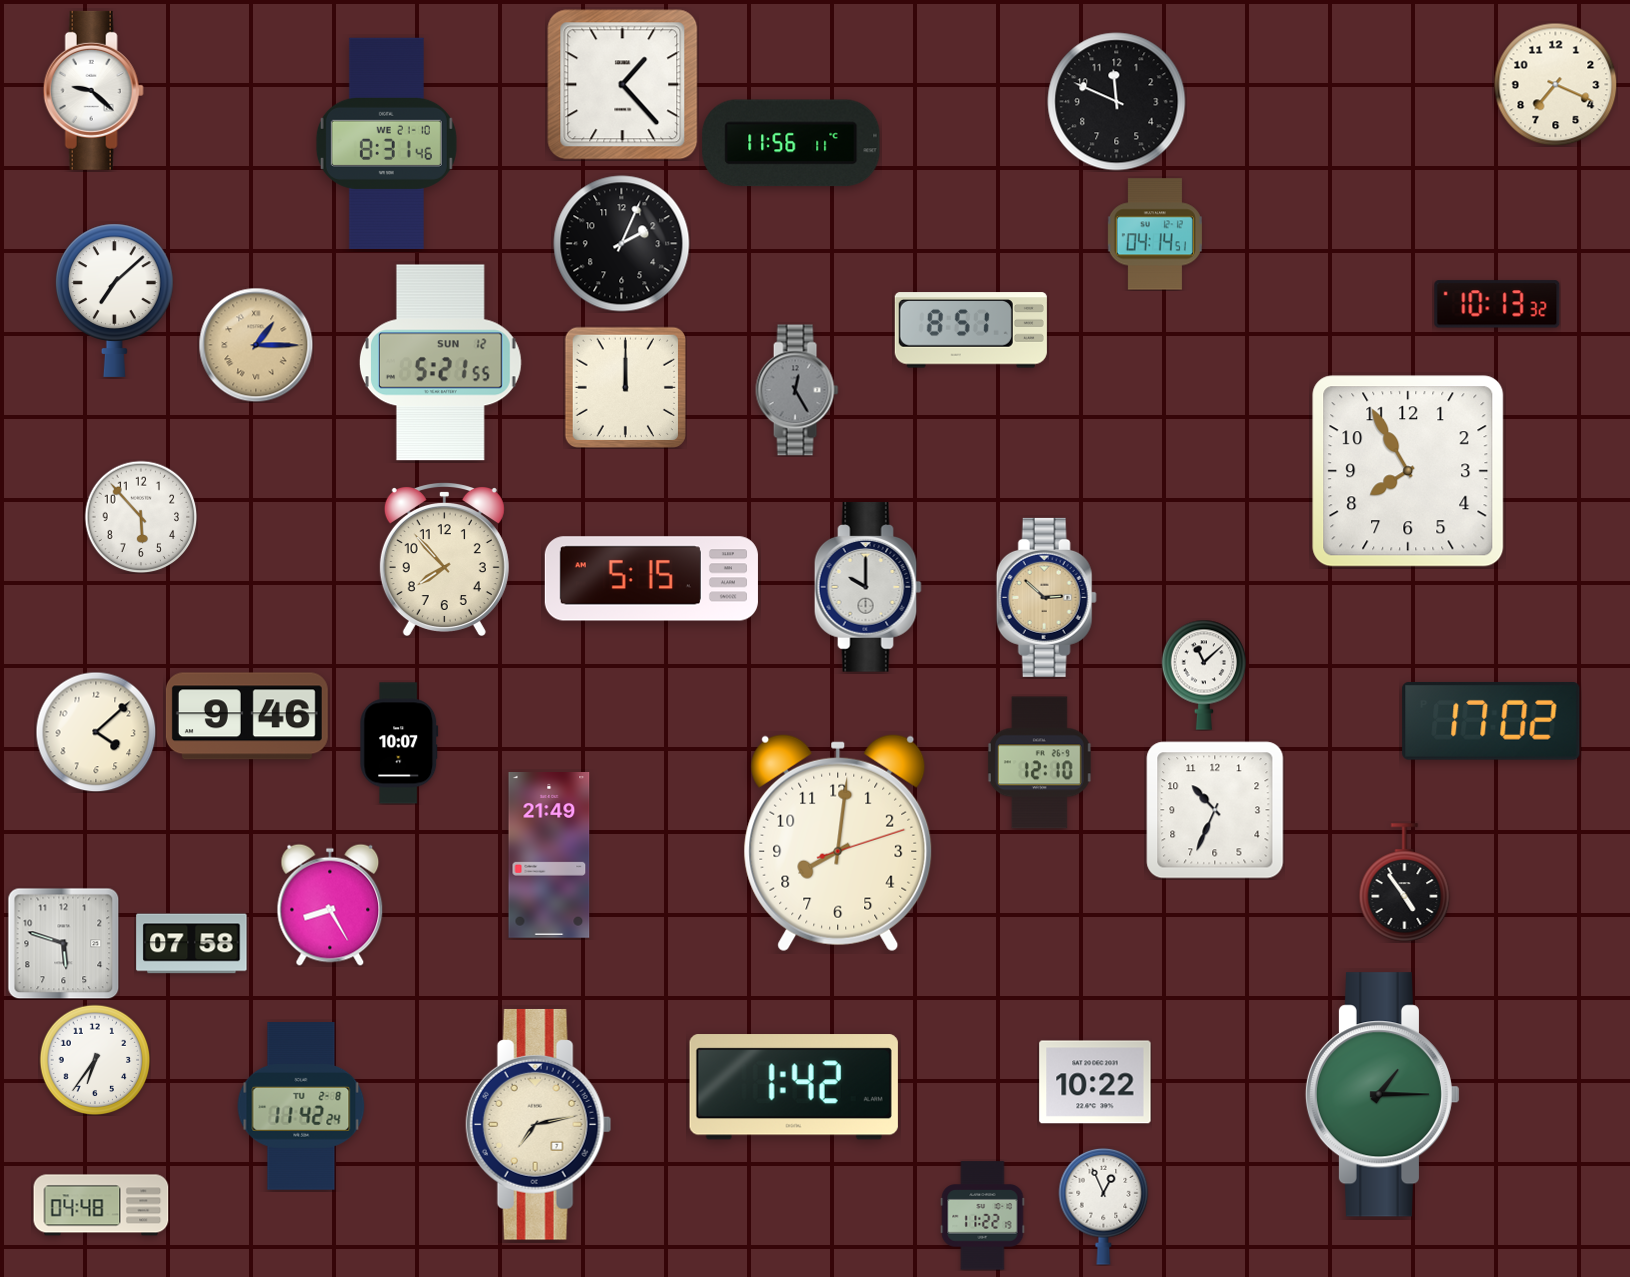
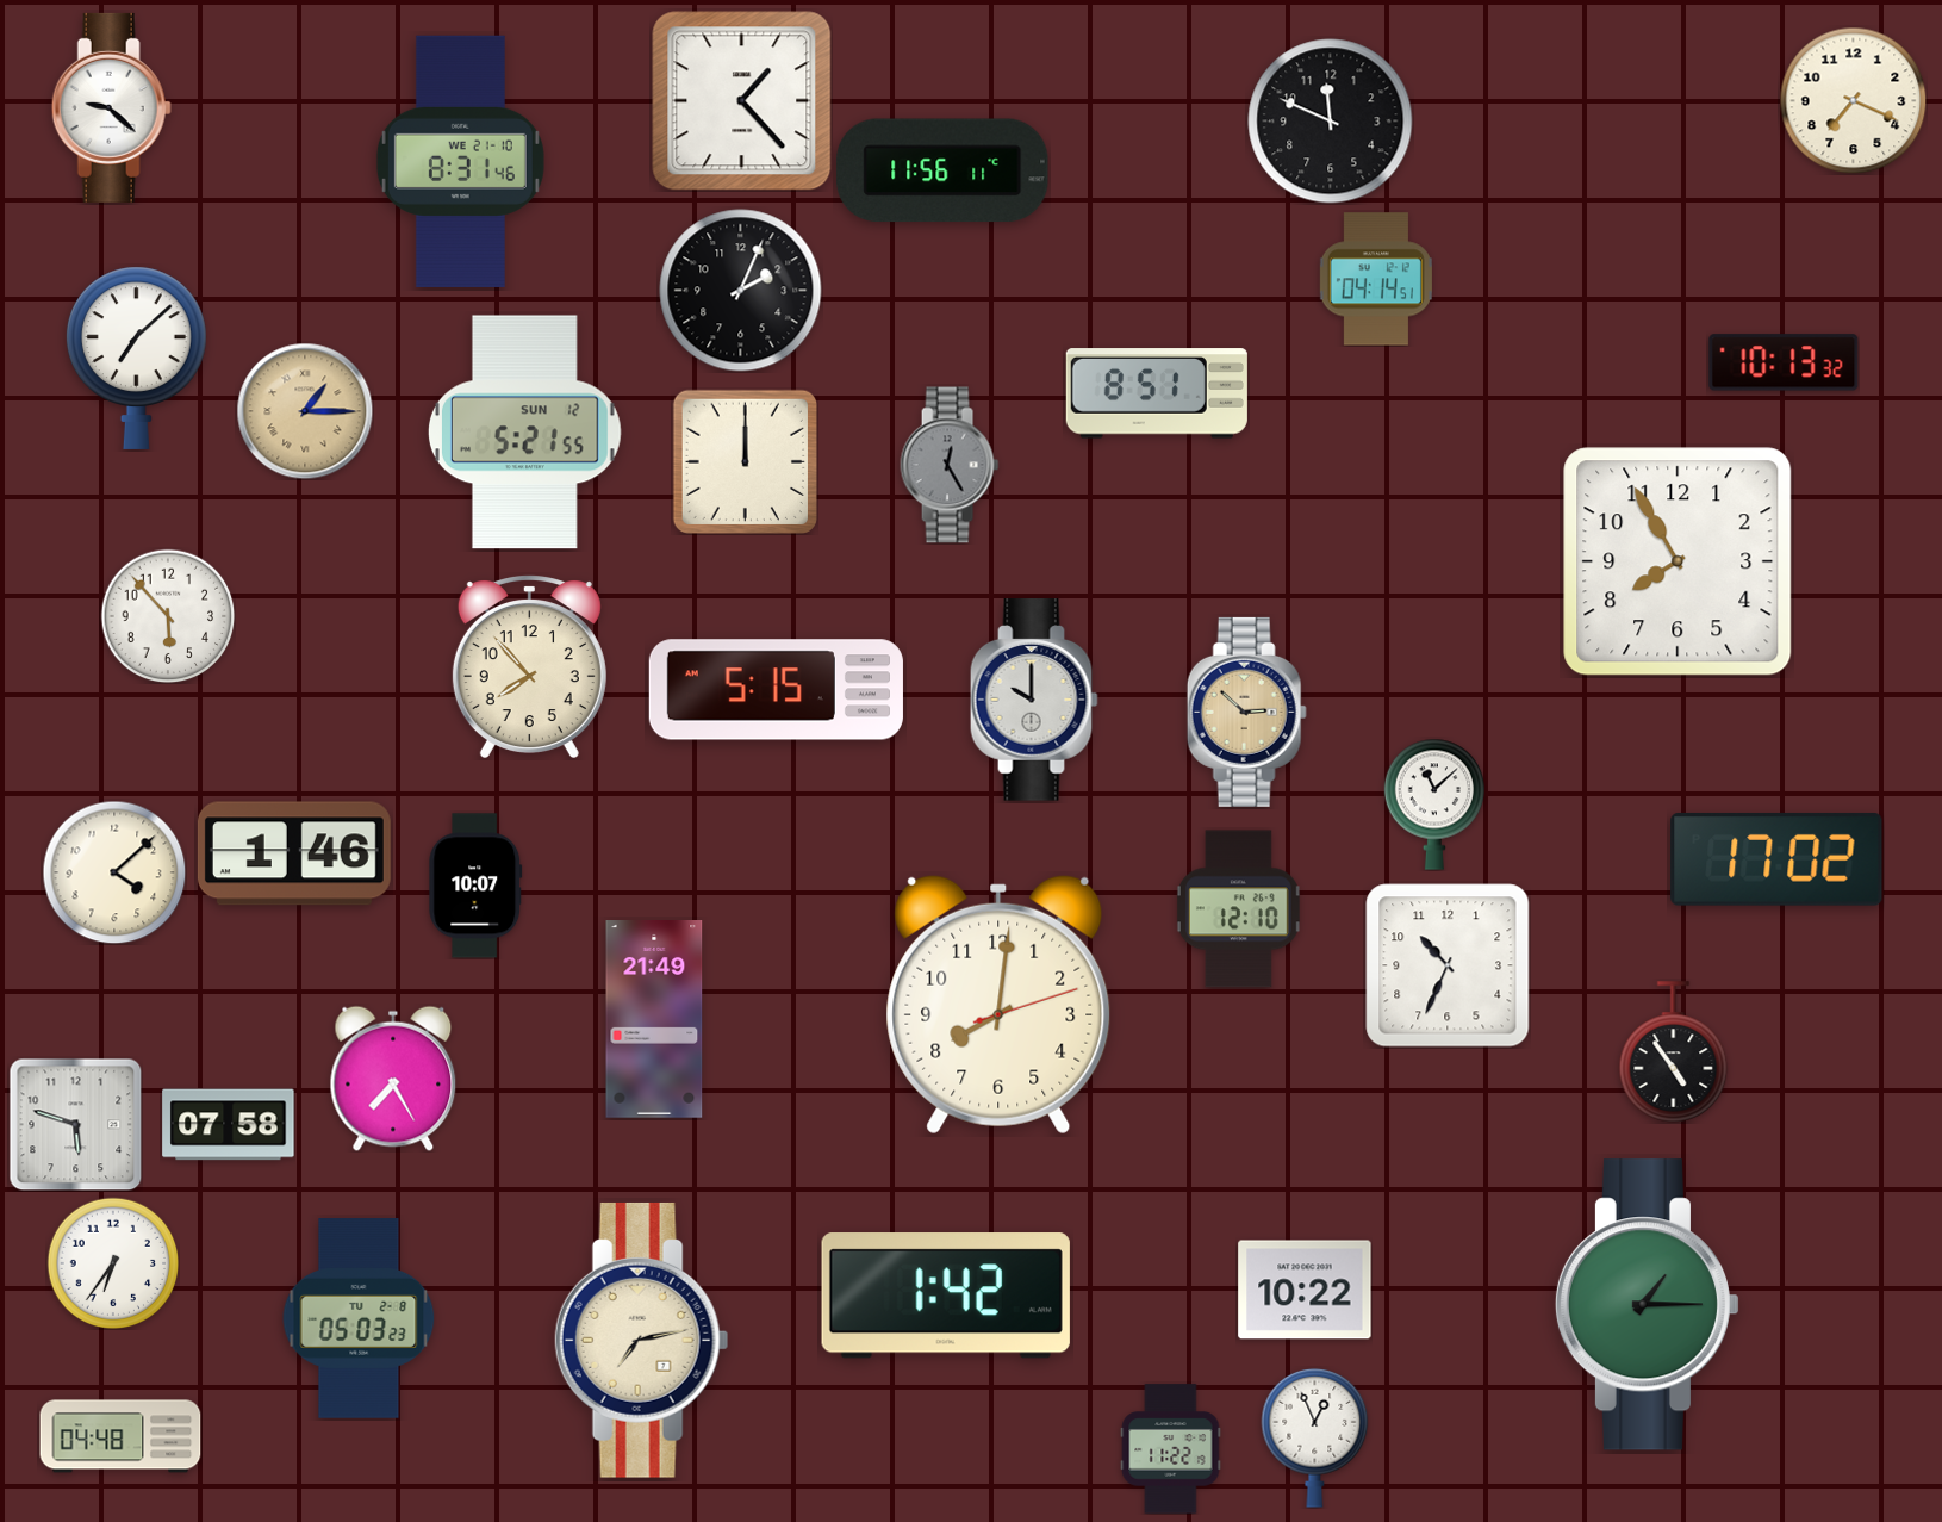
clock at (386, 143) position: (386, 143) -> (460, 161)
clock at (247, 716): 9:46 -> 1:46
clock at (330, 905): 8:25 -> 7:25
clock at (301, 1106): 11:42 -> 05:03
